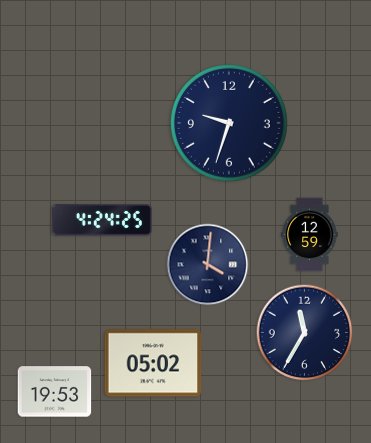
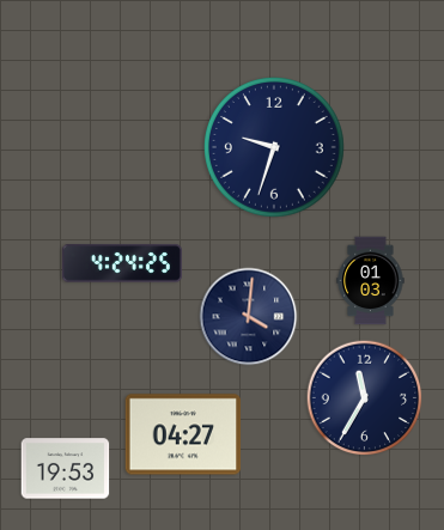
clock at (310, 235): 12:59 -> 01:03
clock at (153, 363): 05:02 -> 04:27
